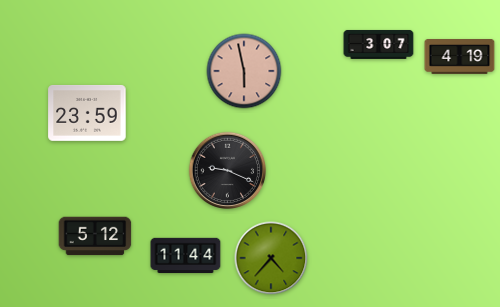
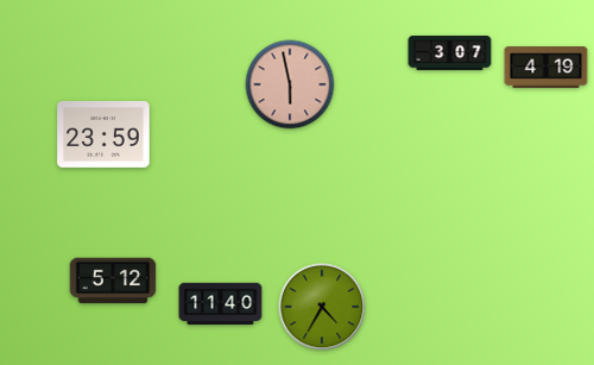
clock at (228, 171): 9:19 -> none
clock at (186, 256): 11:44 -> 11:40
clock at (271, 258): 4:37 -> 4:35
